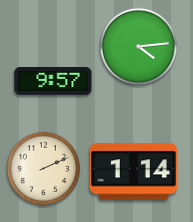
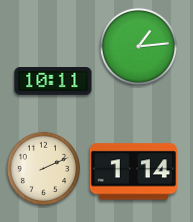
clock at (138, 46): 4:14 -> 1:14
clock at (53, 82): 9:57 -> 10:11
